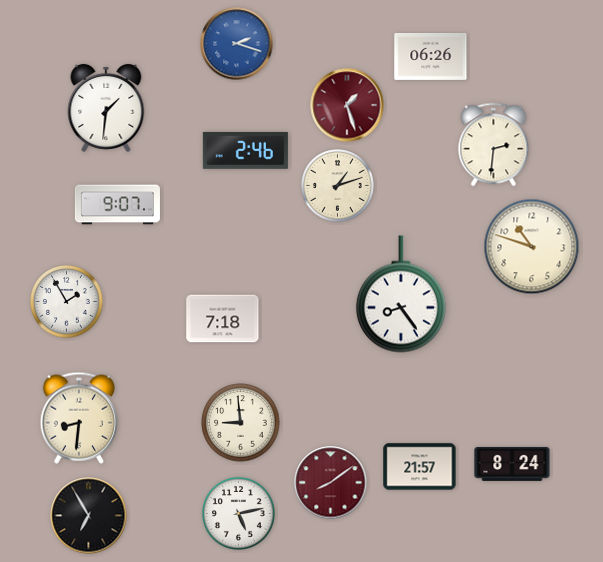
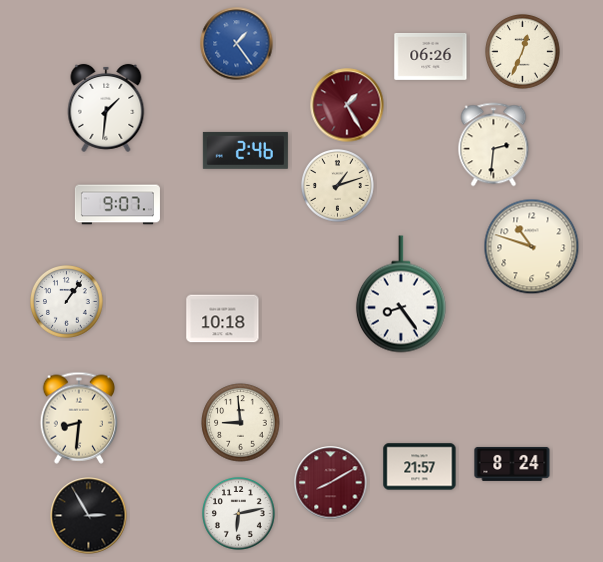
clock at (237, 44): 2:18 -> 1:24
clock at (523, 52): none -> 12:34
clock at (347, 105): 1:27 -> 1:25
clock at (67, 302): 1:55 -> 1:06
clock at (223, 319): 7:18 -> 10:18
clock at (331, 483): 8:09 -> 8:10
clock at (239, 514): 5:13 -> 6:13
clock at (89, 516): 6:55 -> 2:55
